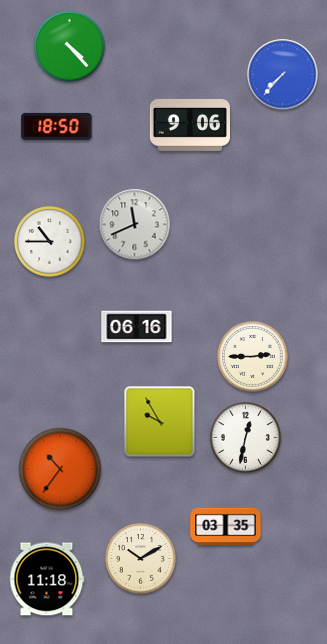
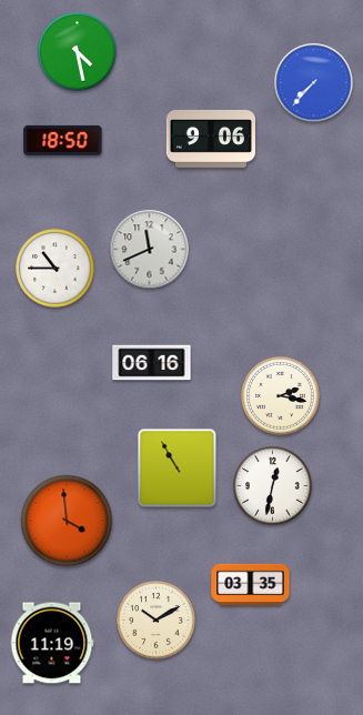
clock at (70, 47): 4:23 -> 4:28
clock at (253, 357): 2:45 -> 2:17
clock at (160, 422): 9:55 -> 10:55
clock at (60, 469): 10:36 -> 3:59
clock at (47, 579): 11:18 -> 11:19
